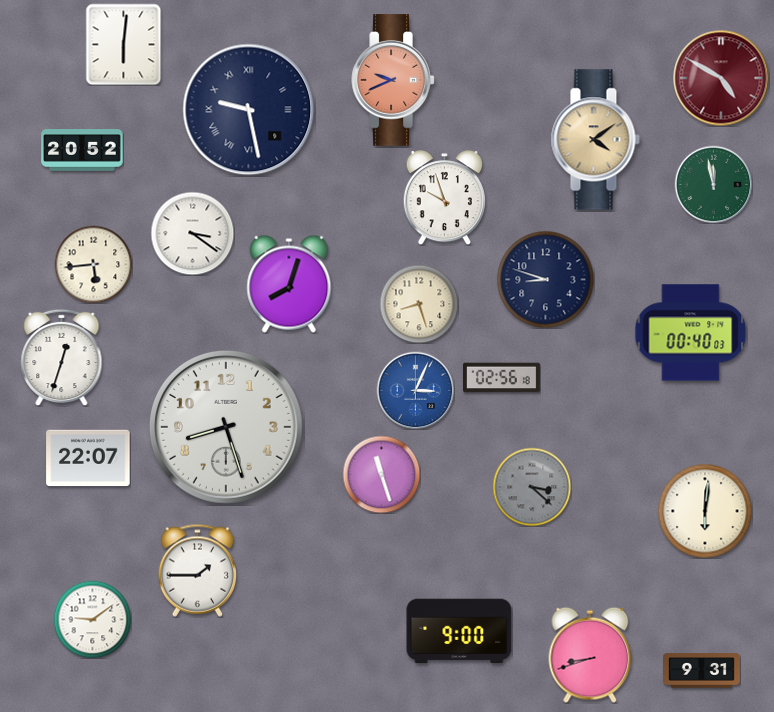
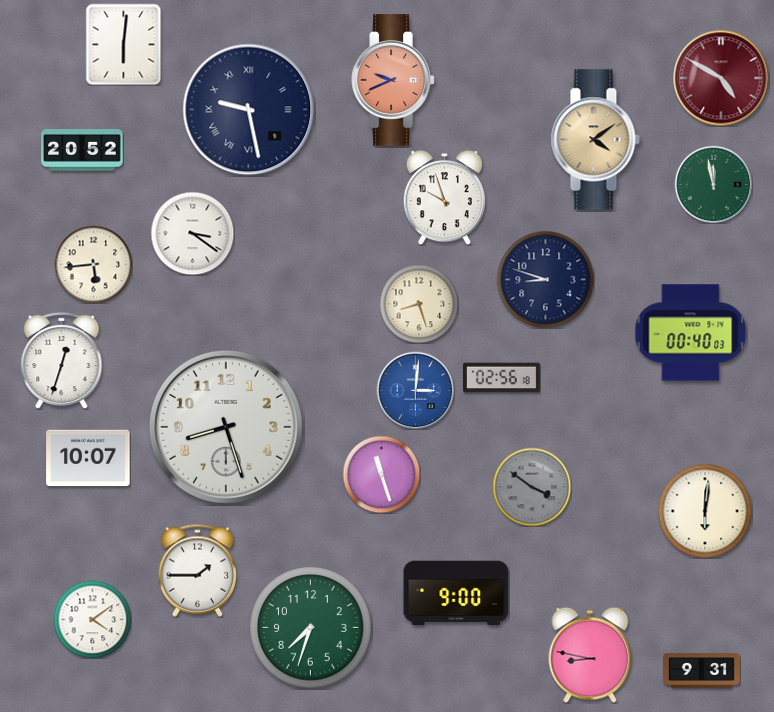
clock at (289, 284): 8:03 -> none
clock at (62, 357) position: (62, 357) -> (62, 360)
clock at (415, 390): 3:04 -> 3:01
clock at (88, 458): 22:07 -> 10:07
clock at (532, 487): 3:22 -> 3:51
clock at (92, 619): 9:09 -> 4:09
clock at (311, 628): none -> 7:33
clock at (459, 631) position: (459, 631) -> (456, 593)
clock at (590, 655): 8:42 -> 8:47
